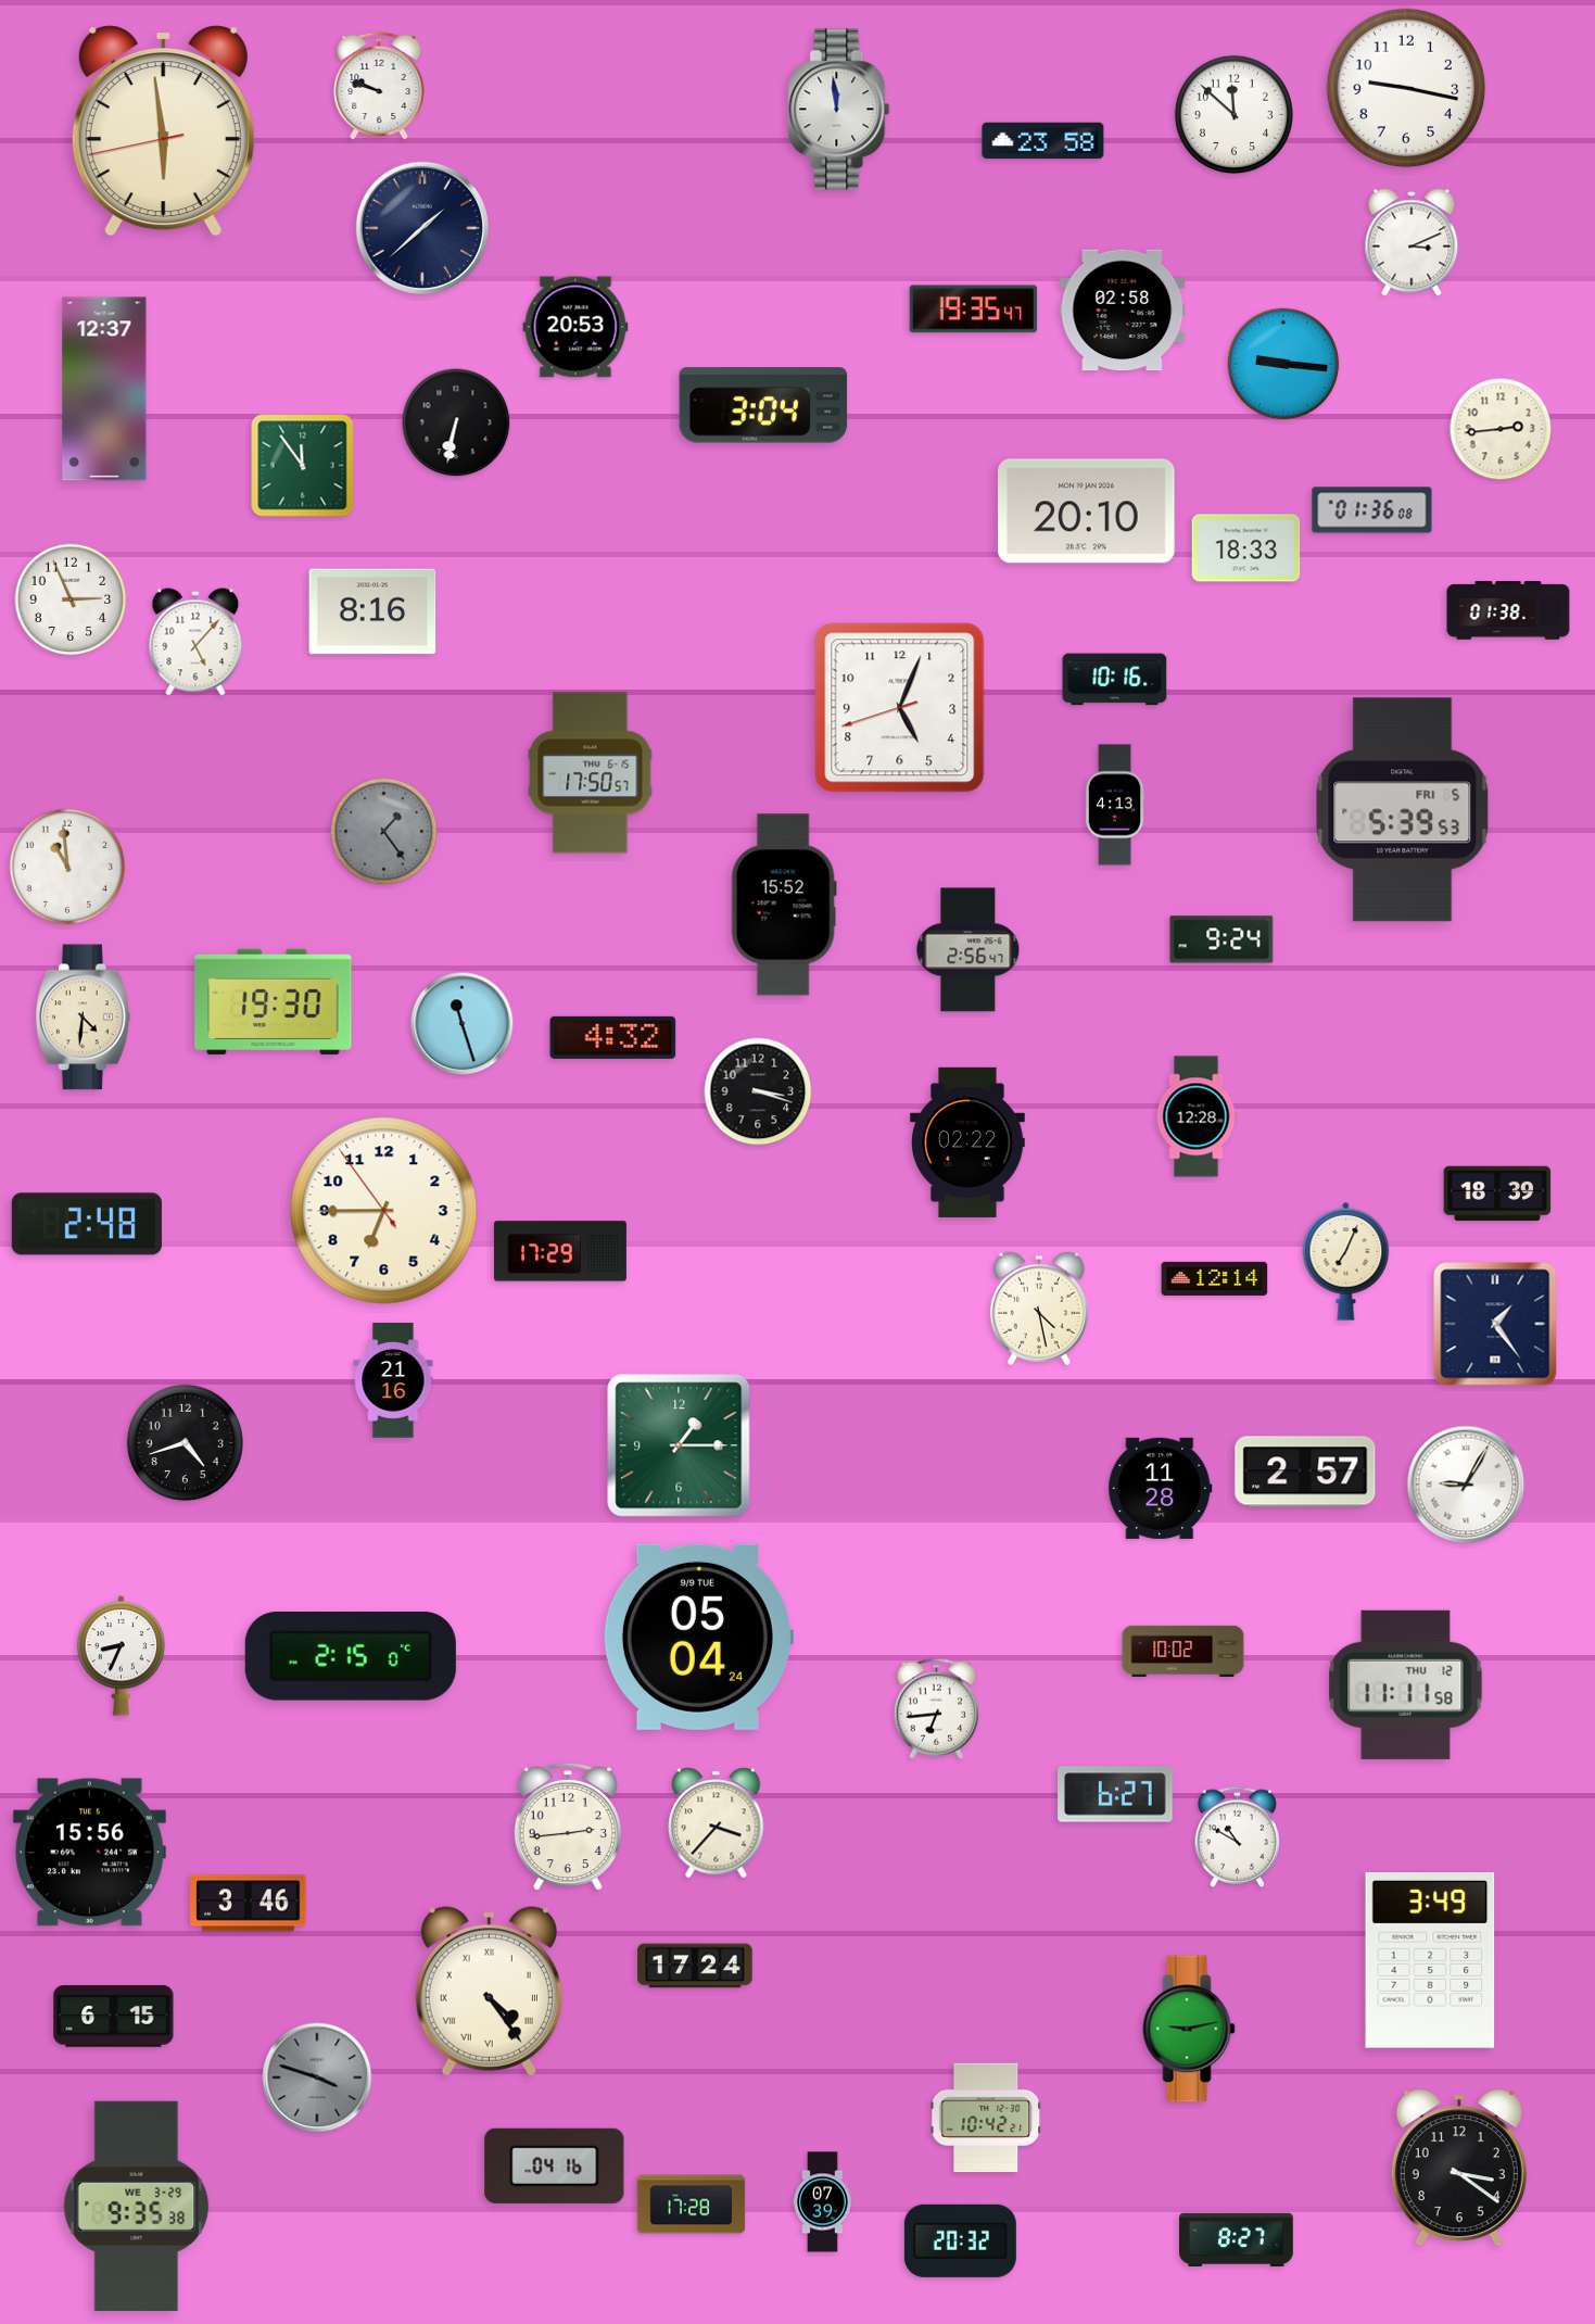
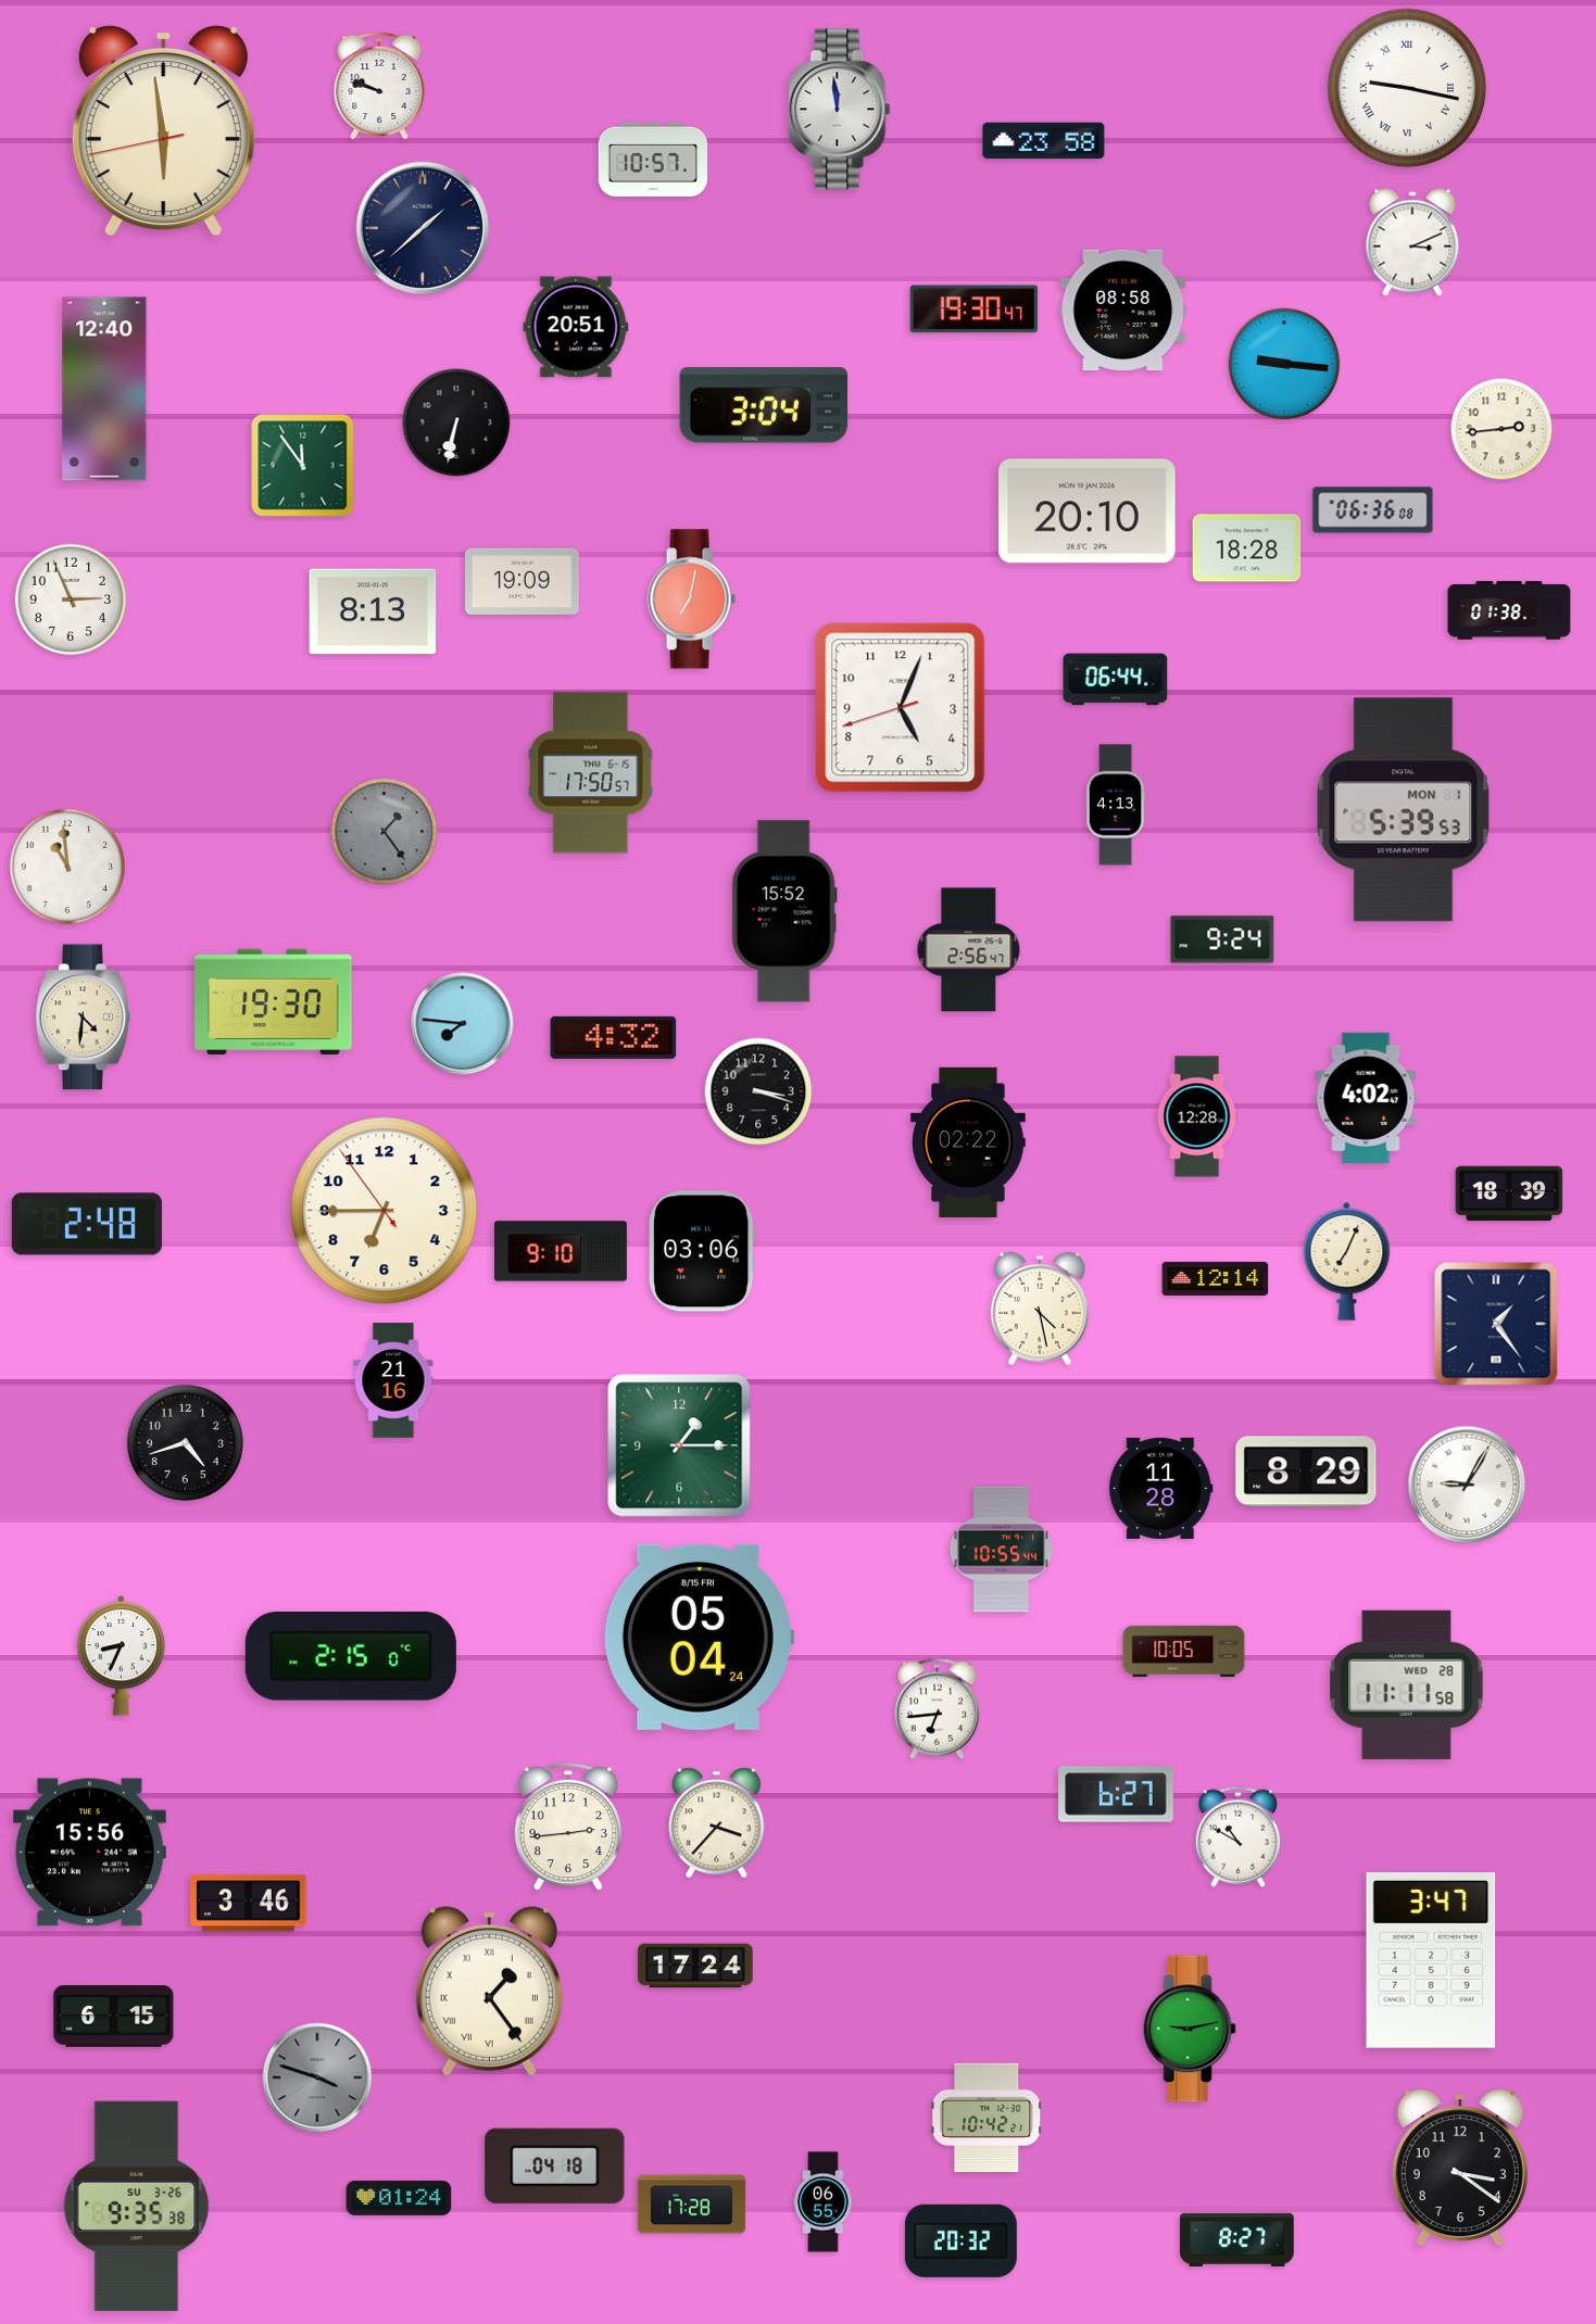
clock at (1406, 88) numerals: Arabic -> Roman
clock at (1233, 114): 11:52 -> none
clock at (653, 160): none -> 10:57
clock at (974, 310): 19:35 -> 19:30
clock at (1123, 311): 02:58 -> 08:58
clock at (575, 327): 20:53 -> 20:51
clock at (104, 389): 12:37 -> 12:40
clock at (1372, 510): 01:36 -> 06:36
clock at (1246, 548): 18:33 -> 18:28
clock at (523, 581): none -> 19:09
clock at (691, 599): none -> 7:02
clock at (372, 611): 8:16 -> 8:13
clock at (195, 642): 5:07 -> none
clock at (1115, 680): 10:16 -> 06:44
clock at (1403, 810) date: FRI 5 -> MON 1
clock at (784, 905) position: (784, 905) -> (784, 911)
clock at (463, 1024): 11:27 -> 7:46
clock at (1366, 1098): none -> 4:02
clock at (1497, 1193) position: (1497, 1193) -> (1509, 1193)
clock at (560, 1251): 17:29 -> 9:10
clock at (702, 1251): none -> 03:06
clock at (1305, 1472): 2:57 -> 8:29
clock at (1002, 1550): none -> 10:55
clock at (698, 1637) date: 9/9 TUE -> 8/15 FRI
clock at (1183, 1651): 10:02 -> 10:05
clock at (1406, 1684) date: THU 12 -> WED 28
clock at (1430, 1961): 3:49 -> 3:47
clock at (489, 1992): 4:24 -> 1:24
clock at (555, 2165): 04:16 -> 04:18
clock at (399, 2198): none -> 01:24
clock at (823, 2202): 07:39 -> 06:55
clock at (137, 2206) date: WE 3-29 -> SU 3-26
